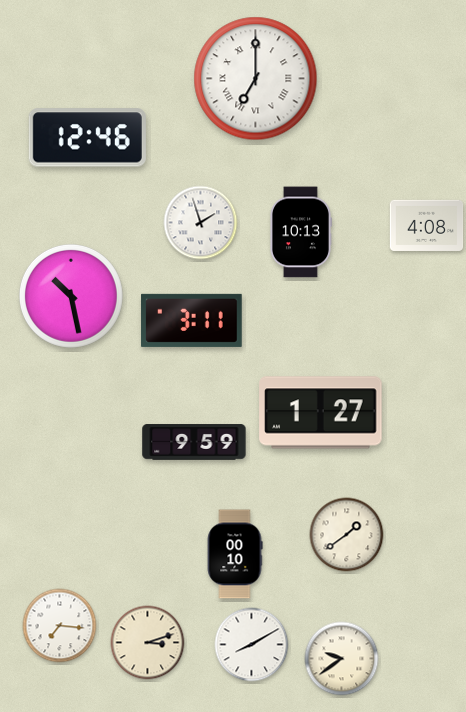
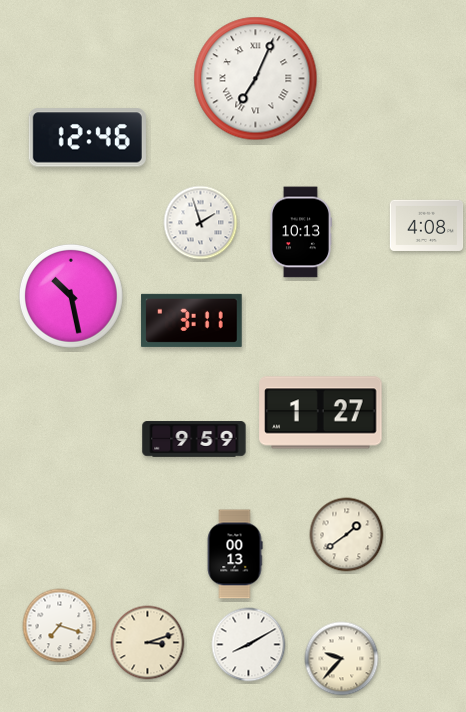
clock at (256, 79): 7:00 -> 7:04
clock at (194, 442) position: (194, 442) -> (194, 439)
clock at (235, 554): 00:10 -> 00:13
clock at (60, 626): 7:16 -> 7:18
clock at (252, 645) position: (252, 645) -> (249, 645)
clock at (342, 659): 9:39 -> 9:37
